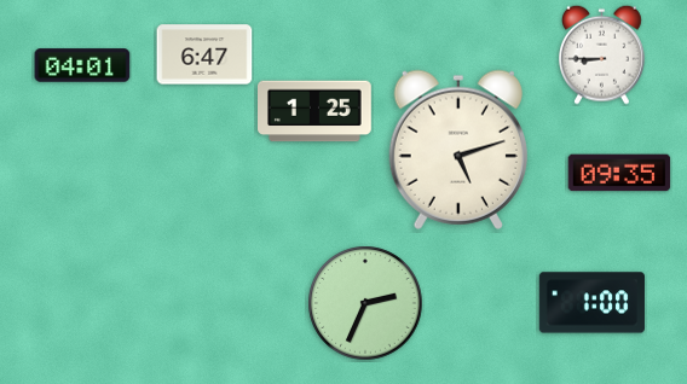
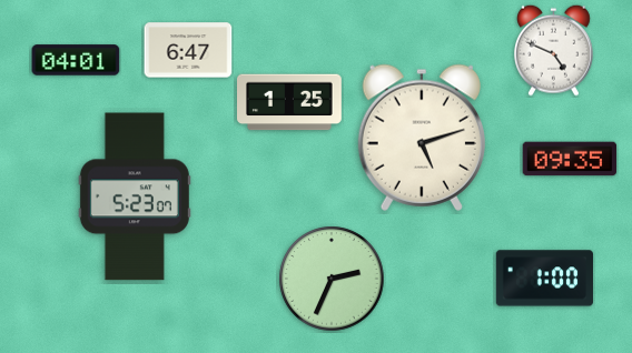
clock at (602, 54): 8:45 -> 4:49
clock at (135, 196): none -> 5:23
clock at (365, 303) position: (365, 303) -> (332, 279)
